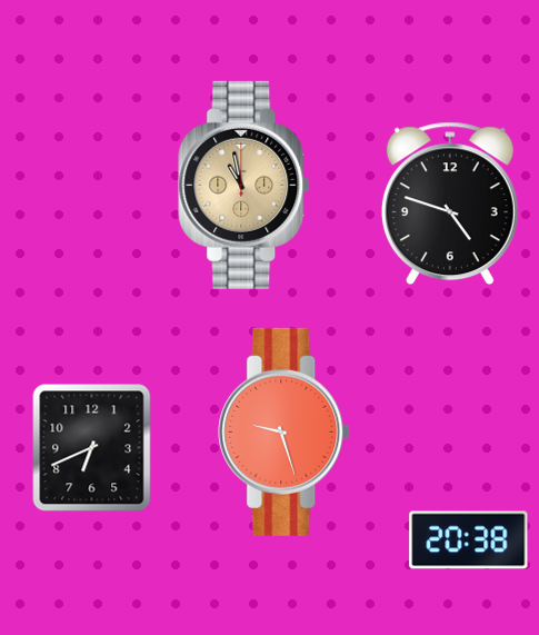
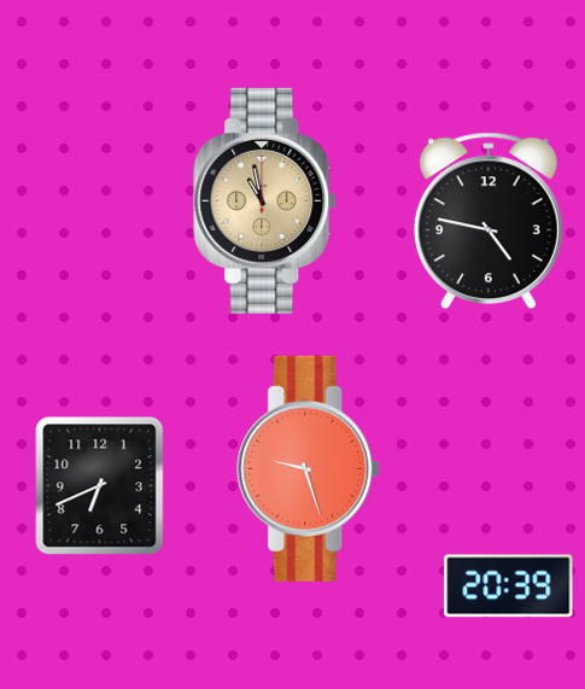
clock at (450, 204): 4:48 -> 4:47
clock at (469, 540): 20:38 -> 20:39
